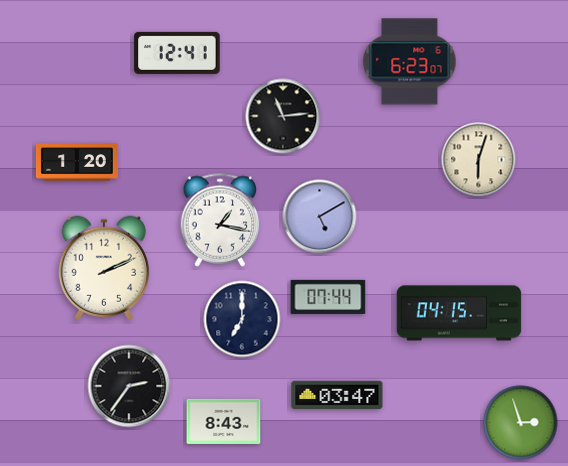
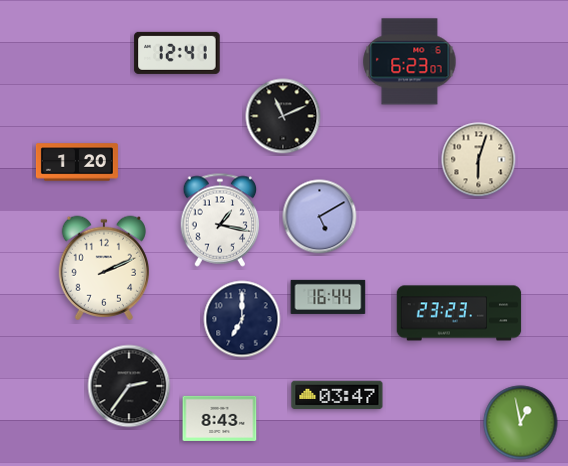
clock at (283, 116): 11:14 -> 11:11
clock at (328, 297): 07:44 -> 16:44
clock at (459, 313): 04:15 -> 23:23
clock at (224, 421) position: (224, 421) -> (220, 418)
clock at (521, 423): 2:57 -> 12:58
